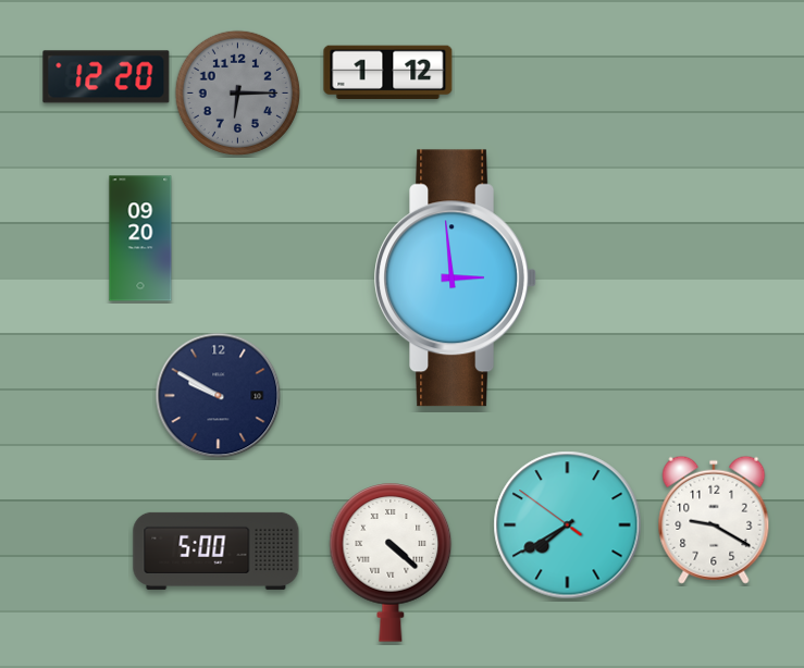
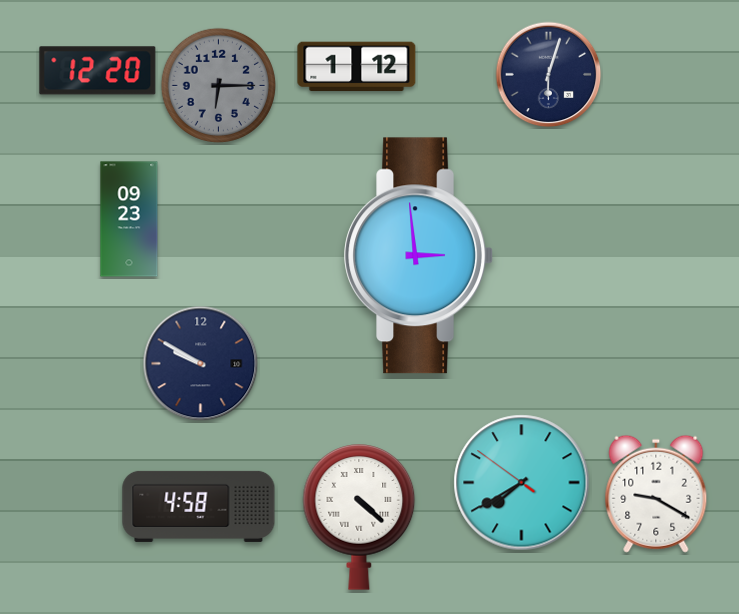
clock at (549, 75): none -> 6:03
clock at (140, 238): 09:20 -> 09:23
clock at (714, 520) position: (714, 520) -> (656, 494)
clock at (217, 551): 5:00 -> 4:58
